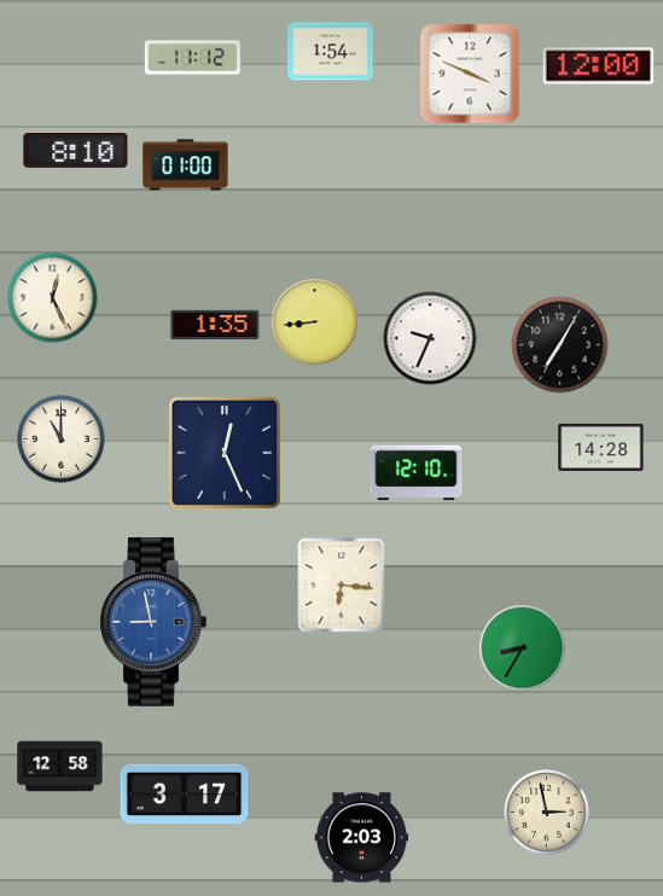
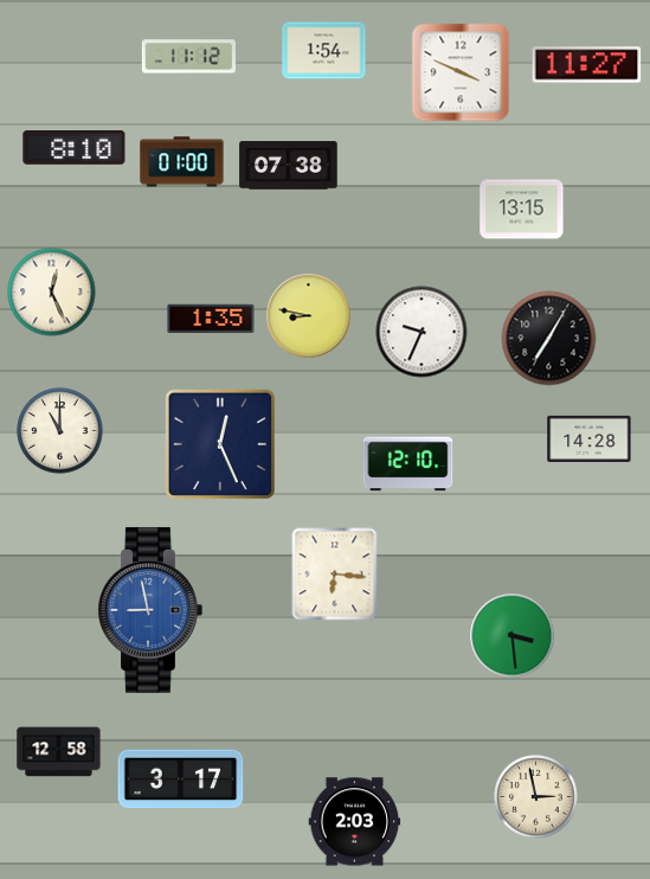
clock at (599, 66): 12:00 -> 11:27
clock at (289, 166): none -> 07:38
clock at (522, 210): none -> 13:15
clock at (315, 322): 8:44 -> 8:47
clock at (523, 648): 8:35 -> 3:29
